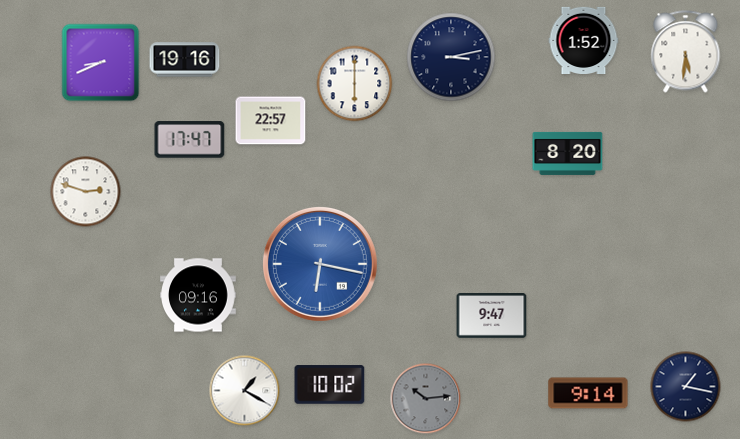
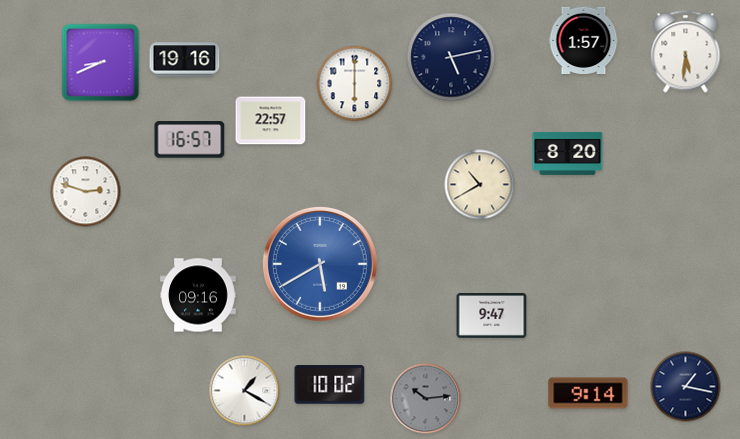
clock at (584, 40): 1:52 -> 1:57
clock at (451, 57): 3:13 -> 5:13
clock at (190, 140): 17:47 -> 16:57
clock at (480, 185): none -> 10:40
clock at (320, 264): 6:17 -> 5:40
